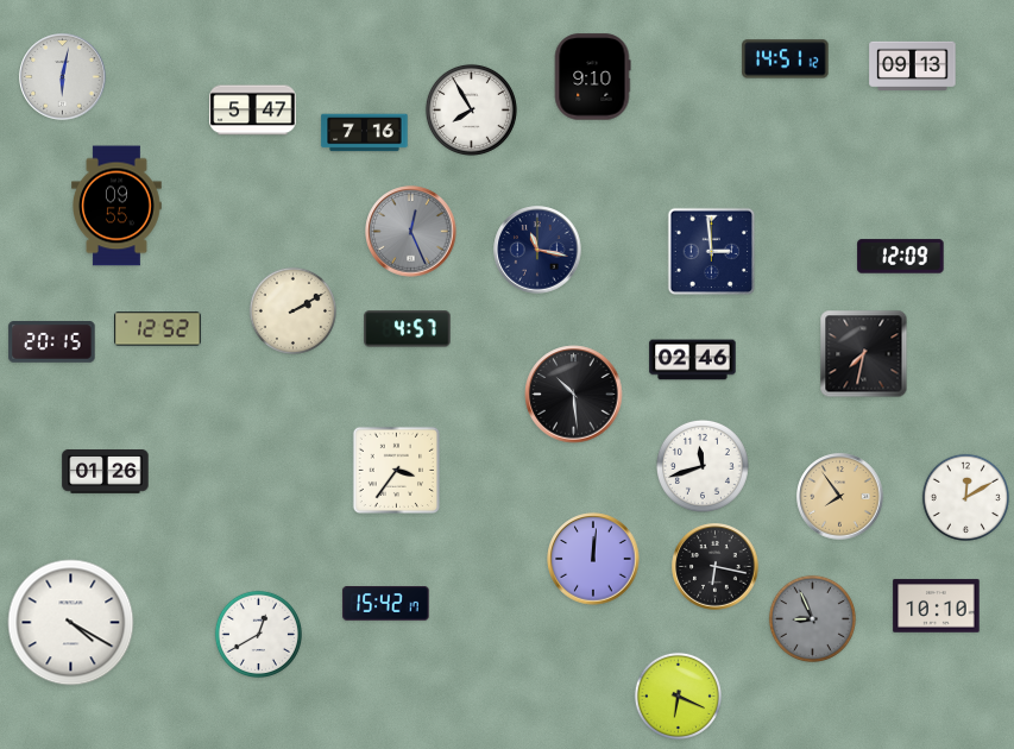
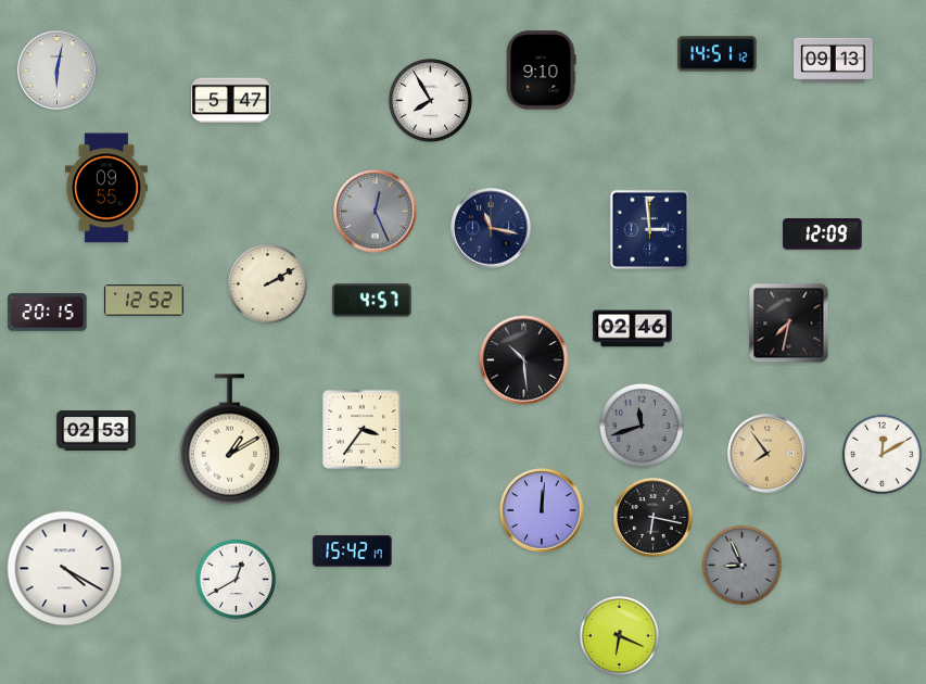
clock at (365, 133): 7:16 -> none
clock at (703, 466) dial: white -> grey
clock at (106, 472): 01:26 -> 02:53
clock at (229, 440): none -> 1:10
clock at (937, 606): 10:10 -> none
